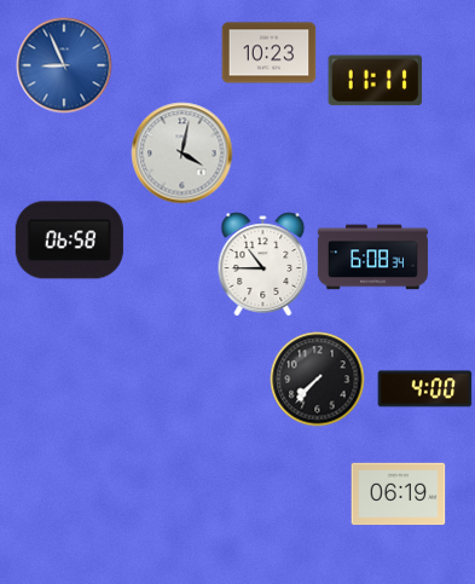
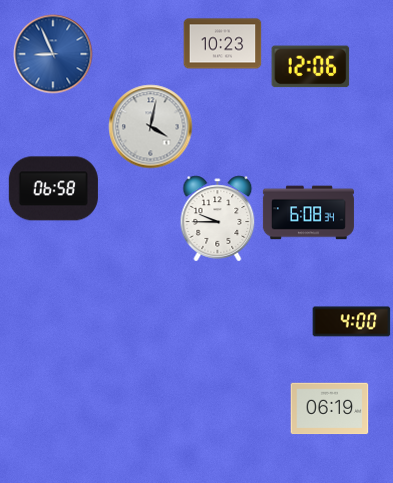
clock at (375, 81): 11:11 -> 12:06
clock at (69, 241) position: (69, 241) -> (53, 189)
clock at (263, 264): 10:45 -> 9:45
clock at (317, 378): 7:37 -> none
